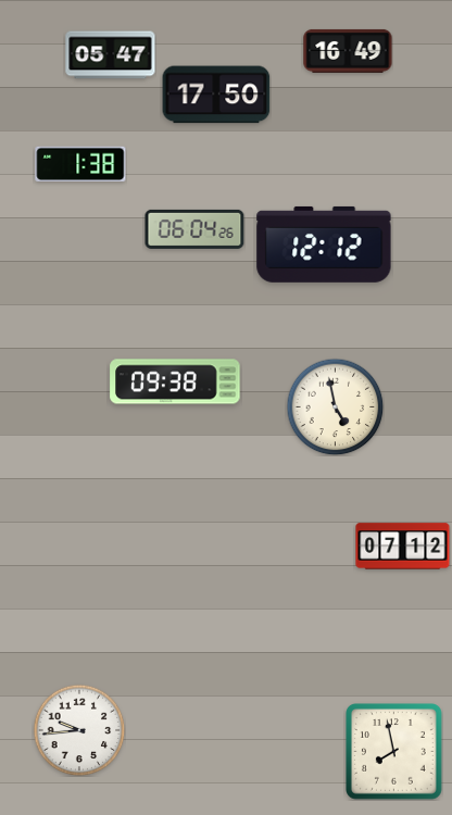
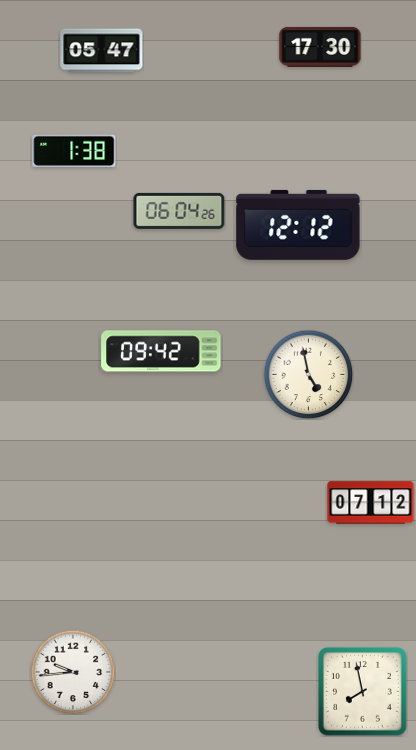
clock at (348, 51): 16:49 -> 17:30
clock at (216, 95): 17:50 -> none
clock at (175, 381): 09:38 -> 09:42
